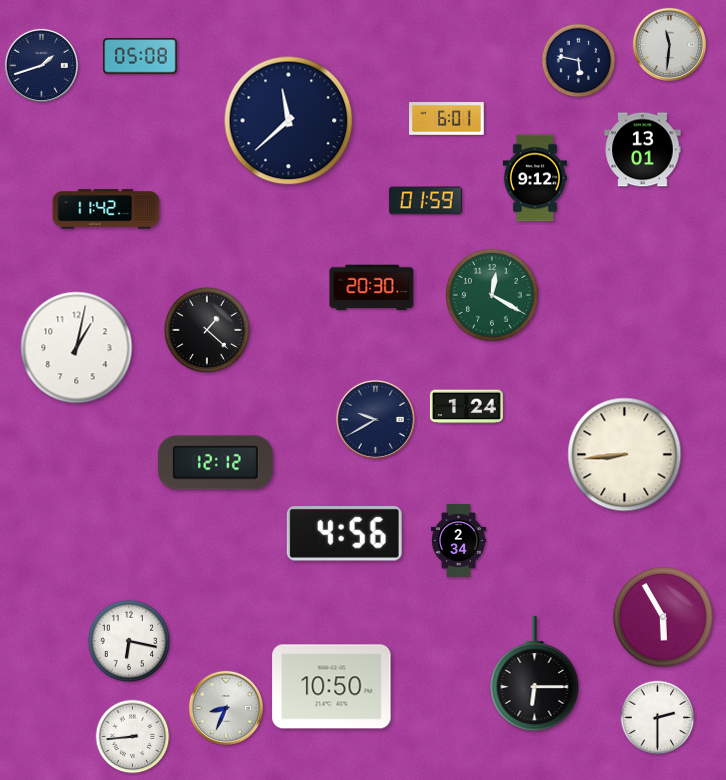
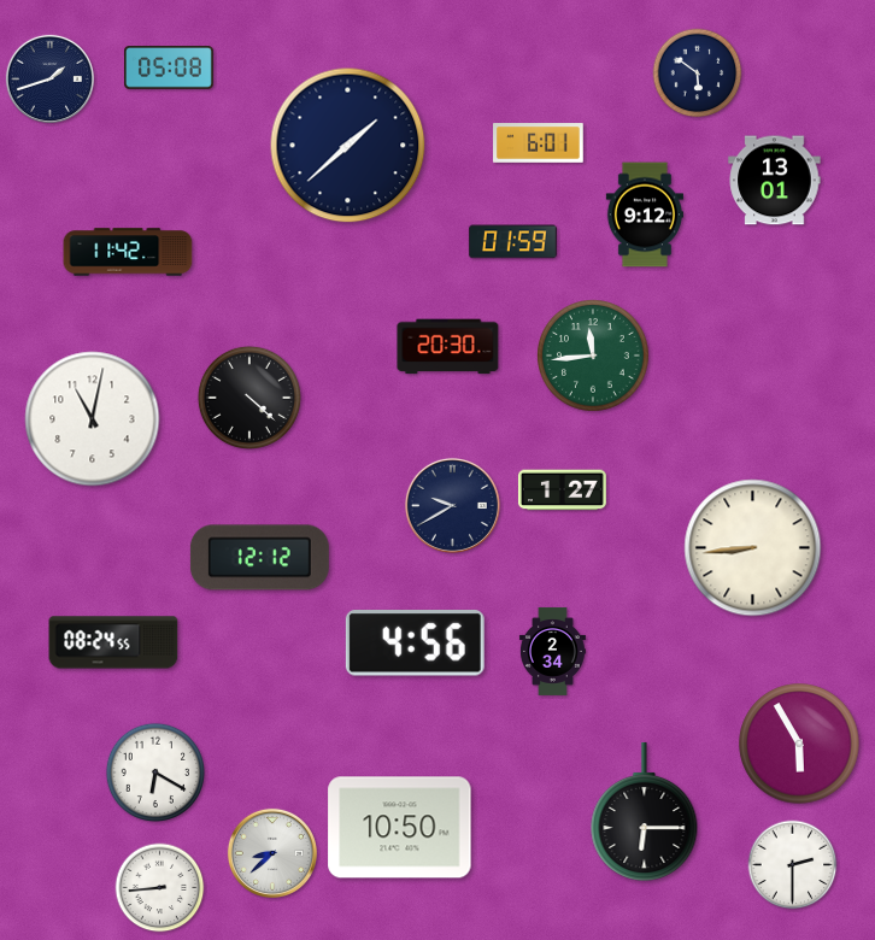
clock at (669, 44): 11:31 -> none
clock at (579, 61): 5:47 -> 5:51
clock at (289, 121): 11:38 -> 1:38
clock at (493, 296): 12:20 -> 11:44
clock at (207, 330): 1:22 -> 4:22
clock at (77, 348): 1:02 -> 11:02
clock at (466, 407): 1:24 -> 1:27
clock at (113, 642): none -> 08:24
clock at (128, 640): 6:17 -> 6:20
clock at (226, 708): 8:34 -> 8:38
